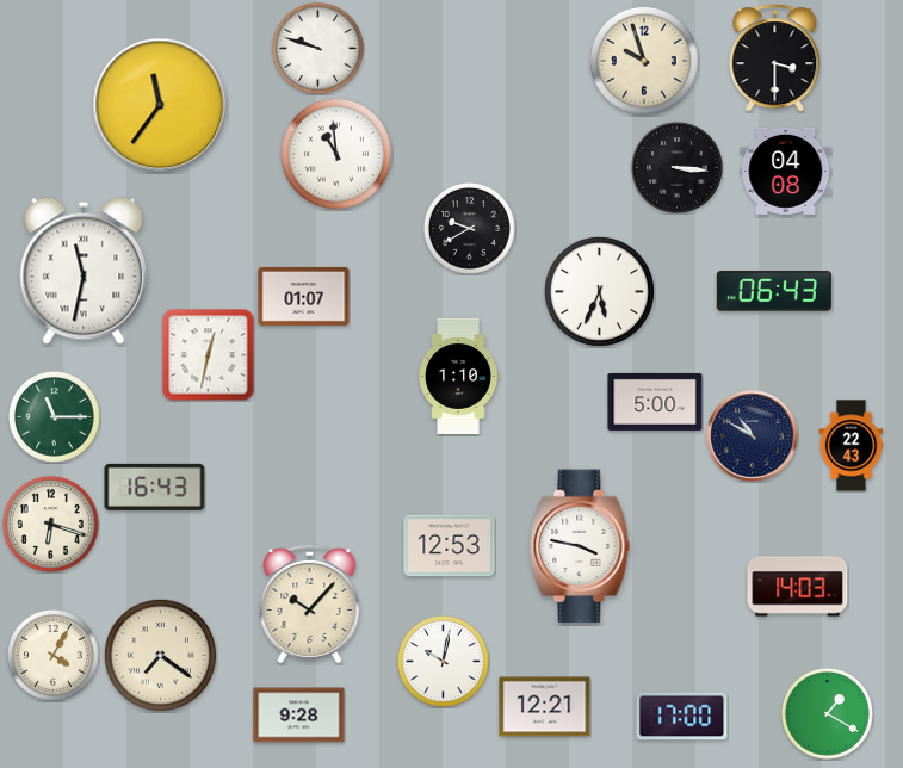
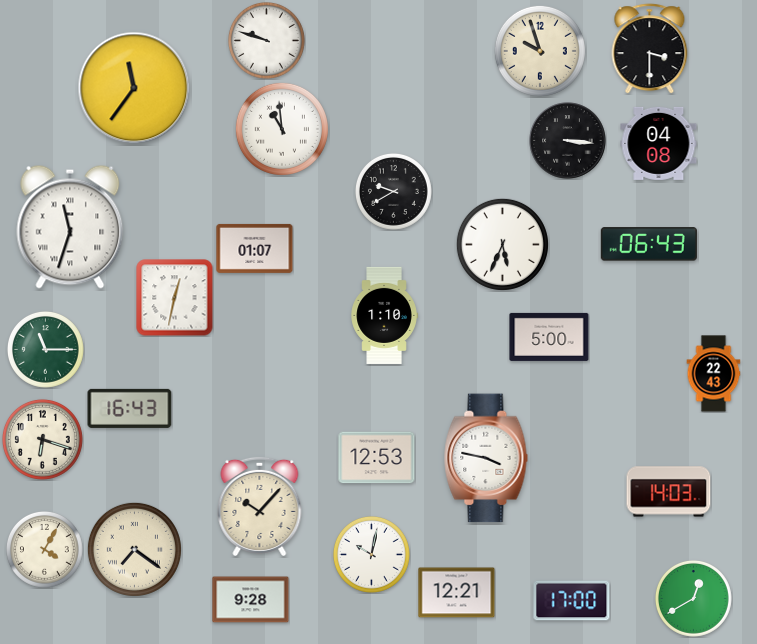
clock at (84, 271): 11:32 -> 11:33
clock at (753, 436): 10:50 -> none
clock at (828, 714): 1:20 -> 12:40
